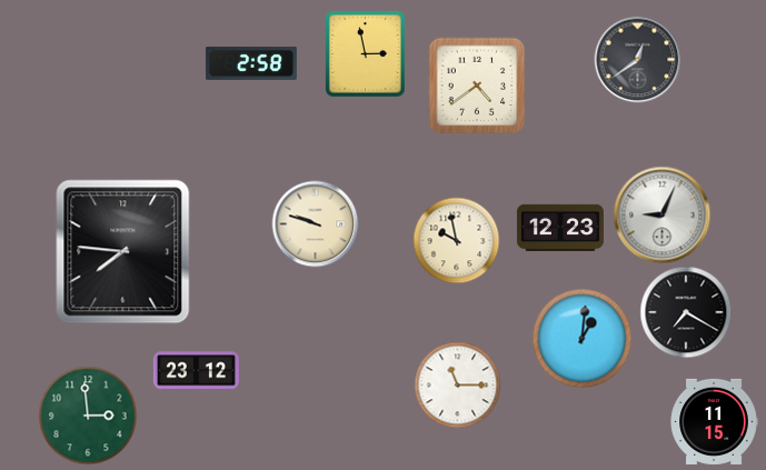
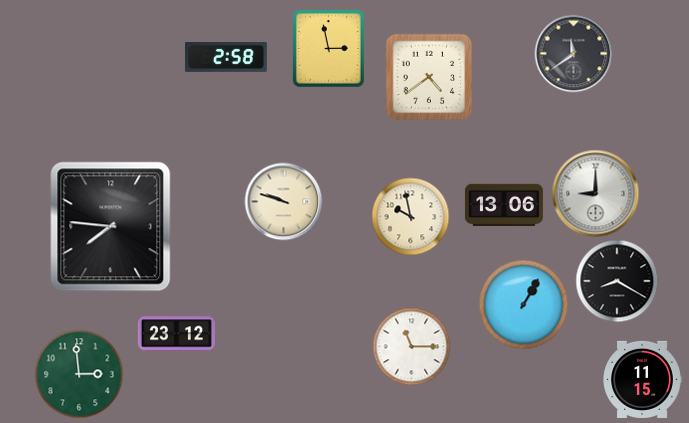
clock at (637, 59): 12:39 -> 11:39
clock at (661, 214): 9:04 -> 9:00
clock at (560, 227): 12:23 -> 13:06
clock at (686, 312): 7:20 -> 8:20
clock at (581, 338): 1:01 -> 1:05
